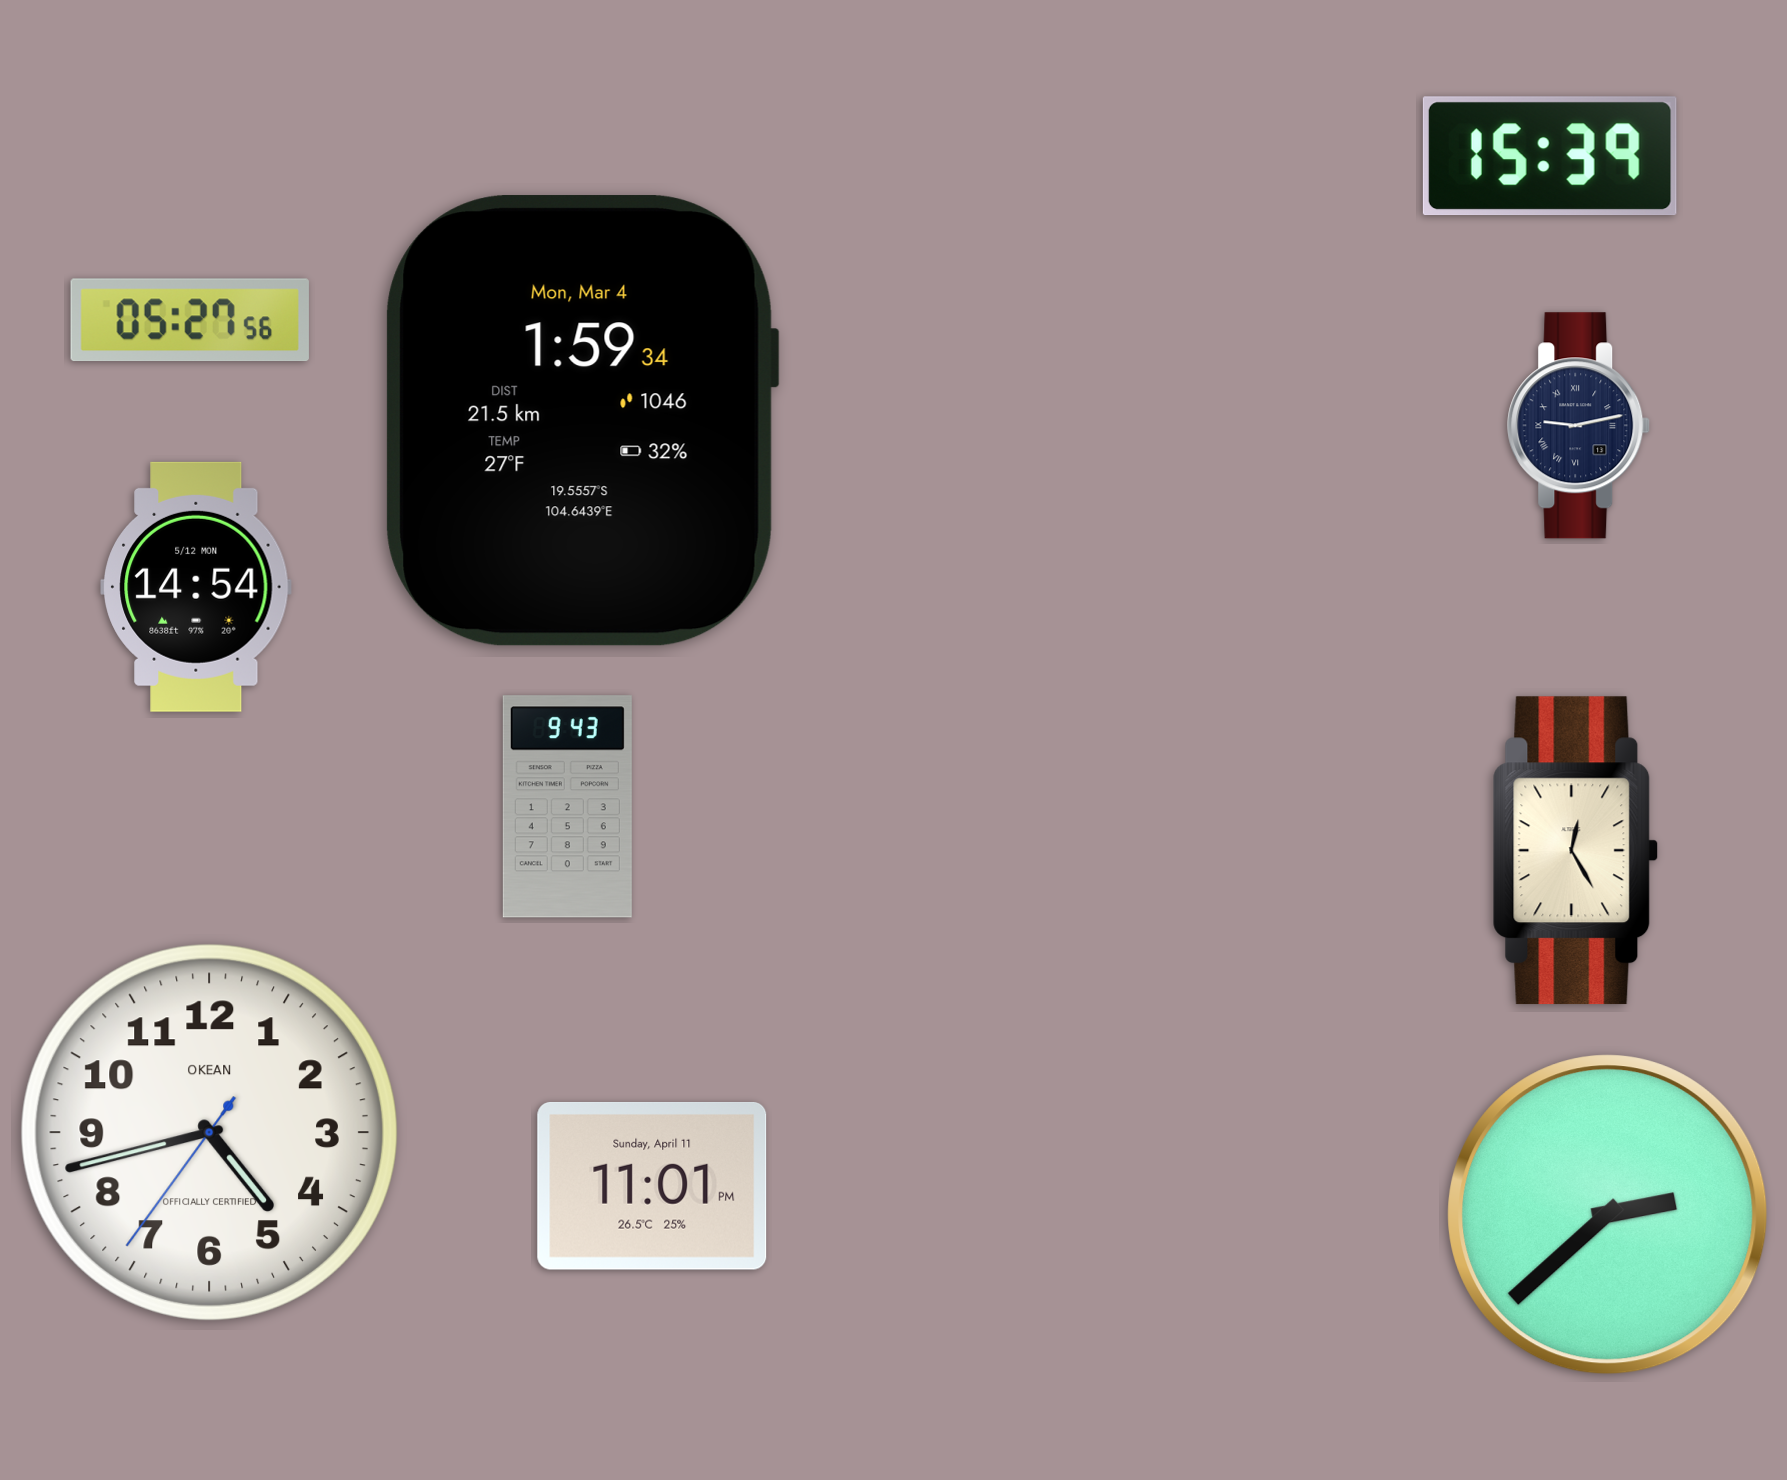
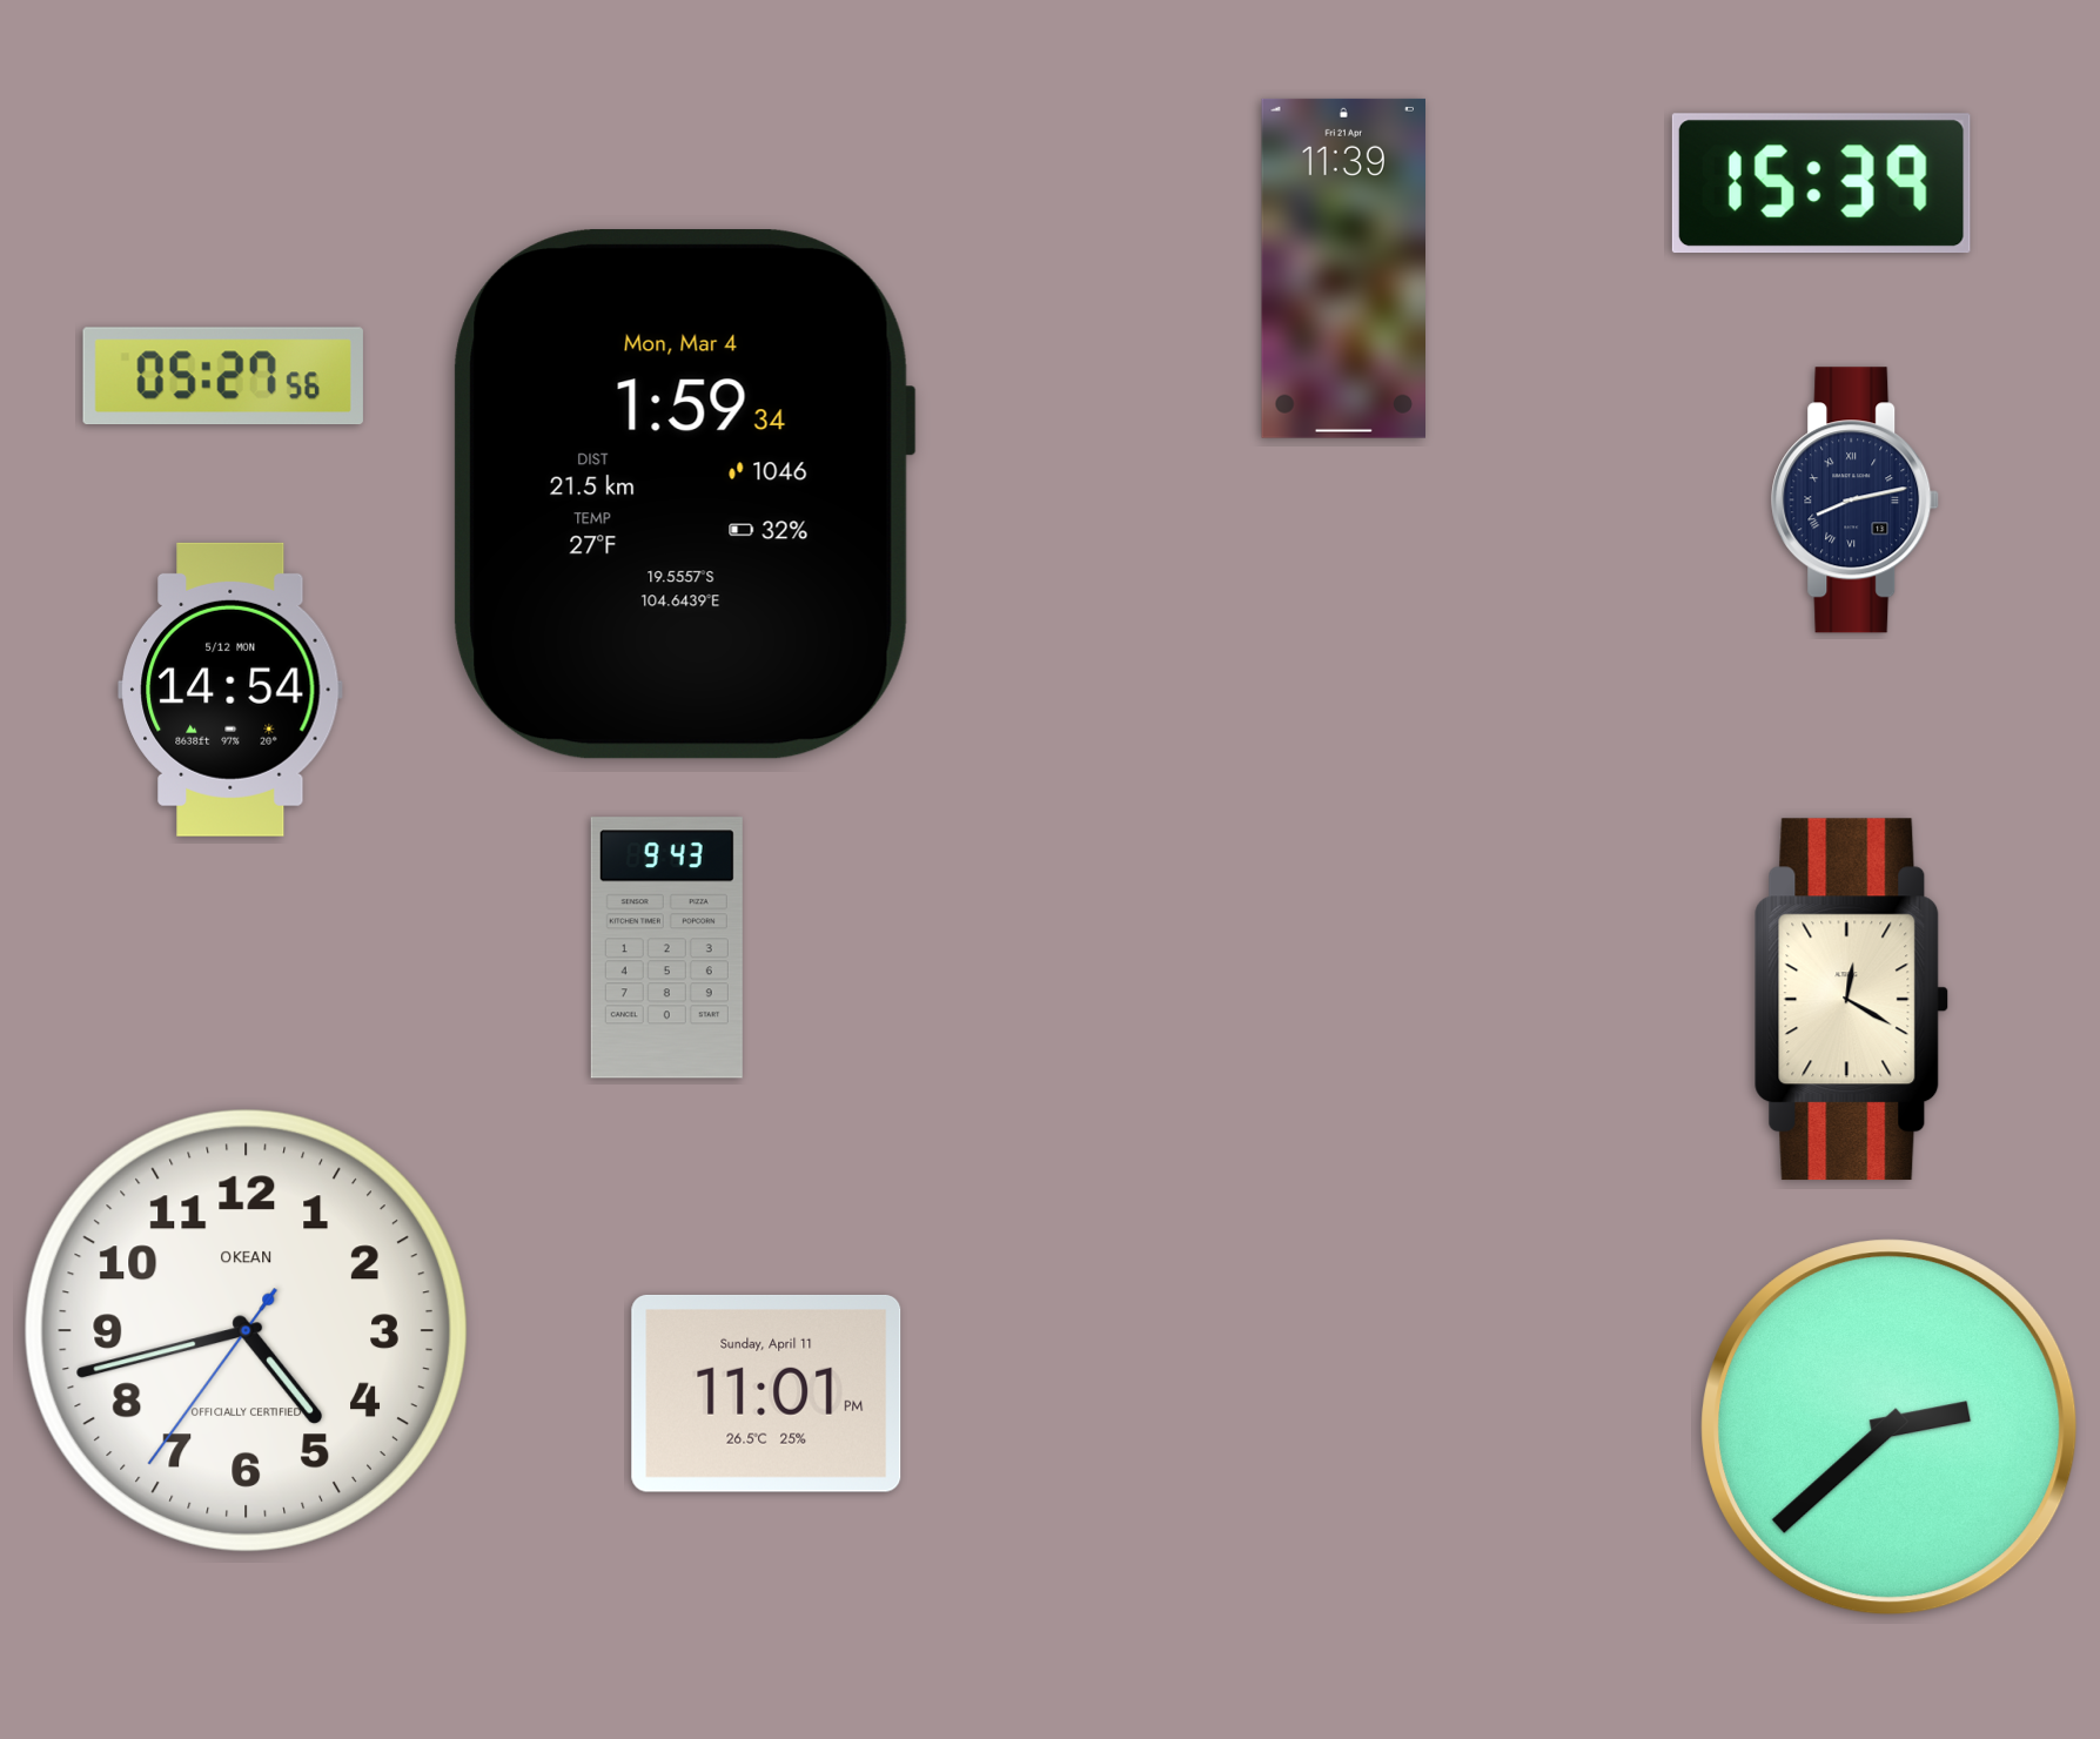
clock at (1344, 268): none -> 11:39
clock at (1579, 426): 9:13 -> 8:13
clock at (1576, 851): 12:25 -> 12:20
